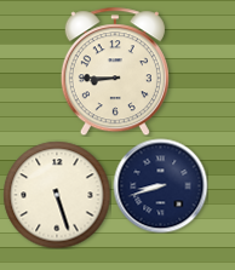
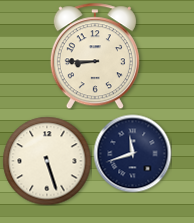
clock at (115, 71) position: (115, 71) -> (95, 56)
clock at (160, 185): 8:42 -> 11:42
